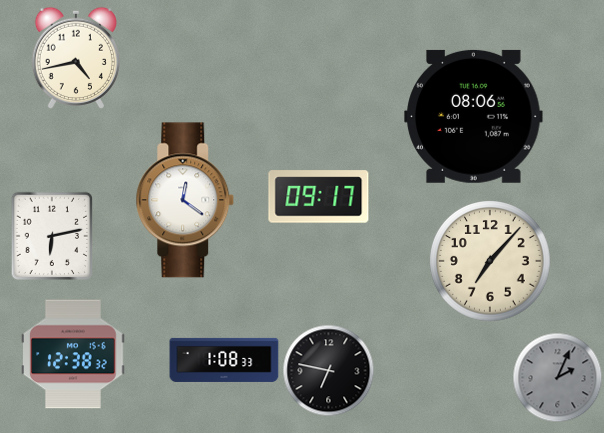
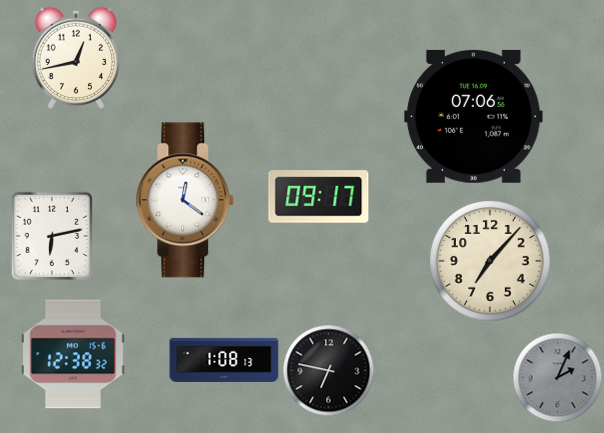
clock at (76, 57): 4:43 -> 12:43
clock at (474, 116): 08:06 -> 07:06
clock at (224, 360): 1:08:33 -> 1:08:13
